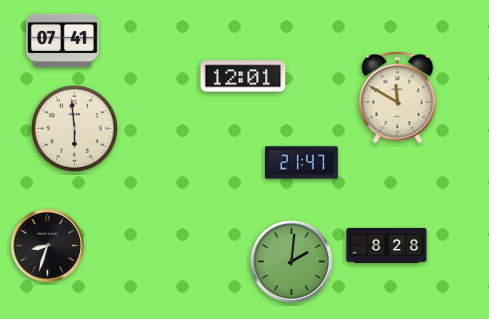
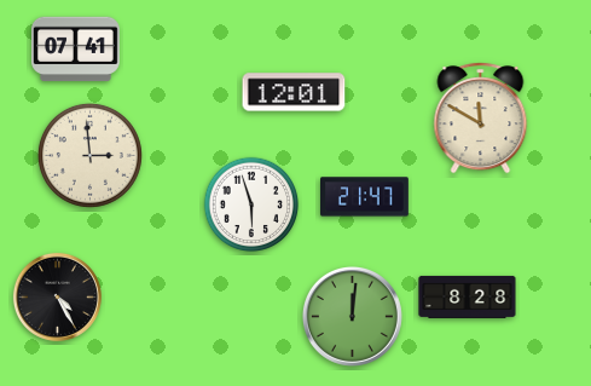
clock at (74, 128): 5:59 -> 2:59
clock at (251, 204): none -> 5:57
clock at (47, 245): 8:33 -> 4:25
clock at (291, 261): 2:01 -> 12:01
